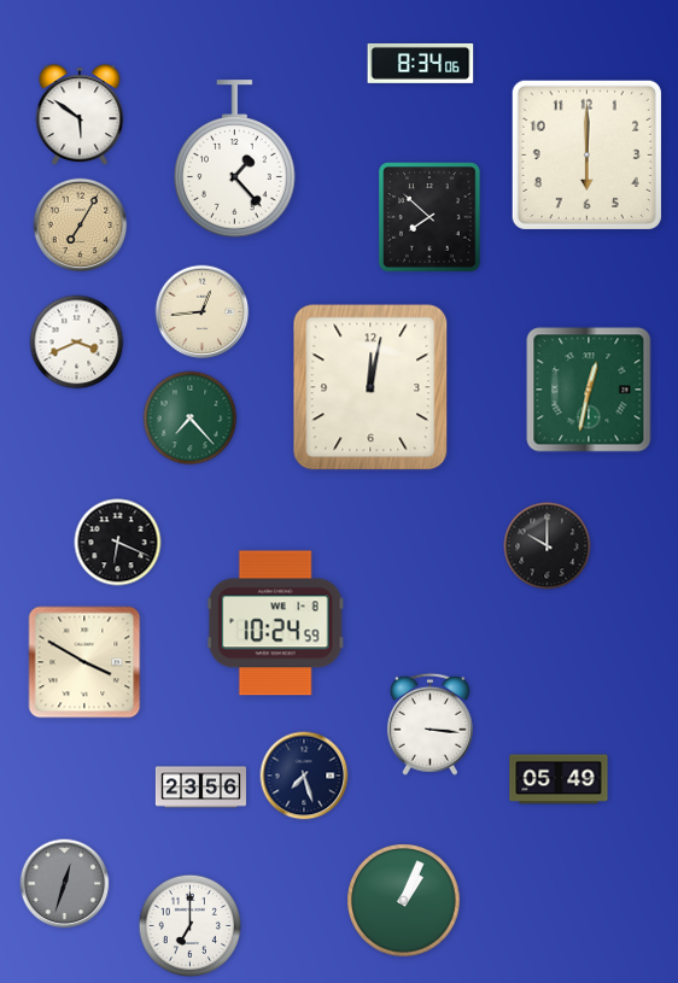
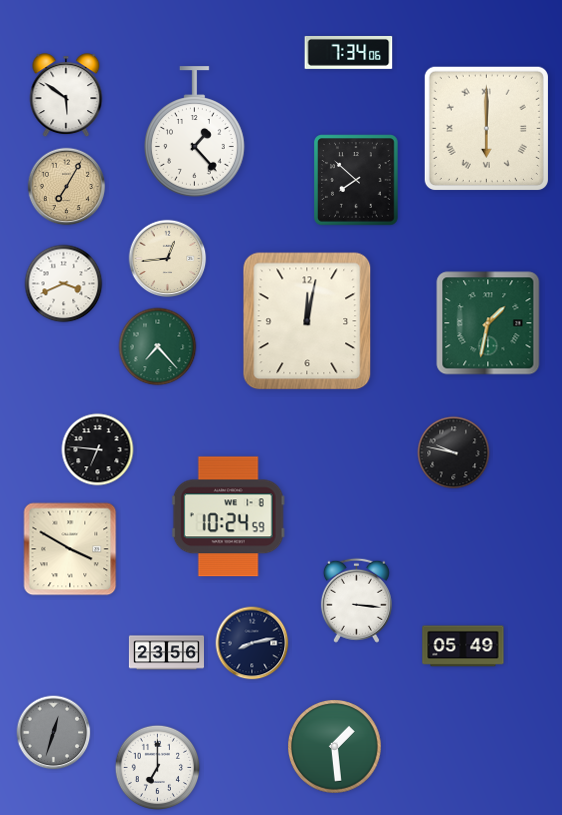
clock at (421, 63): 8:34 -> 7:34
clock at (586, 154) numerals: Arabic -> Roman
clock at (589, 390): 12:32 -> 1:32
clock at (118, 543): 6:19 -> 6:46
clock at (548, 546): 10:00 -> 9:47
clock at (304, 776): 7:27 -> 8:13
clock at (404, 901): 1:04 -> 1:29
